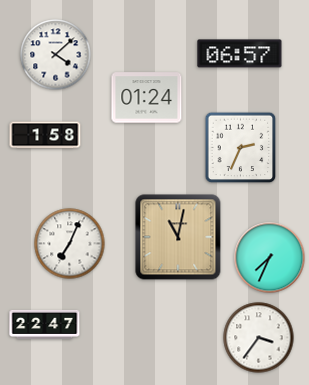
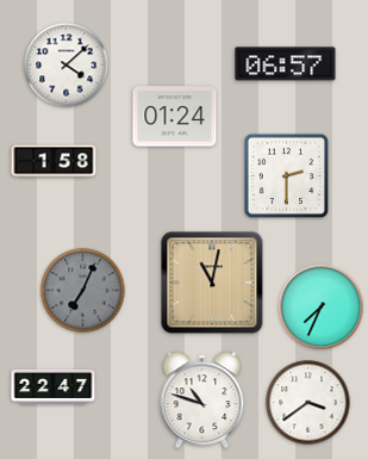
clock at (241, 148): 2:34 -> 2:30
clock at (70, 244) dial: white -> grey
clock at (202, 399): none -> 10:48
clock at (259, 338): 3:36 -> 3:39
